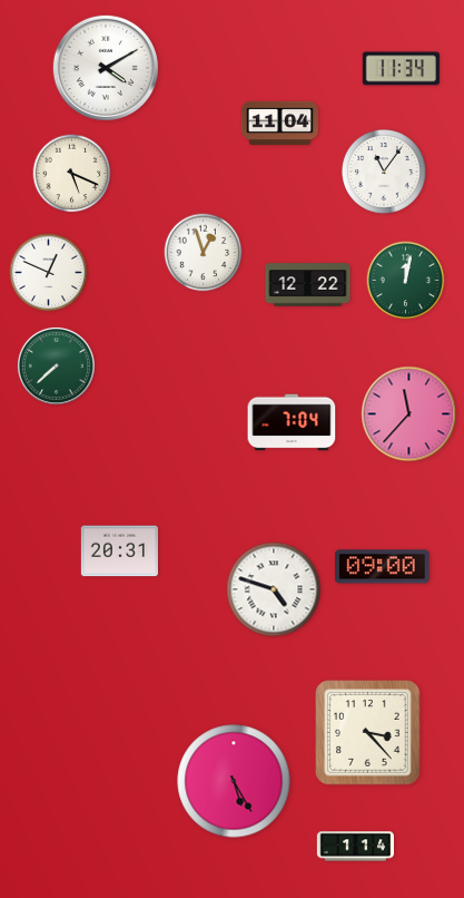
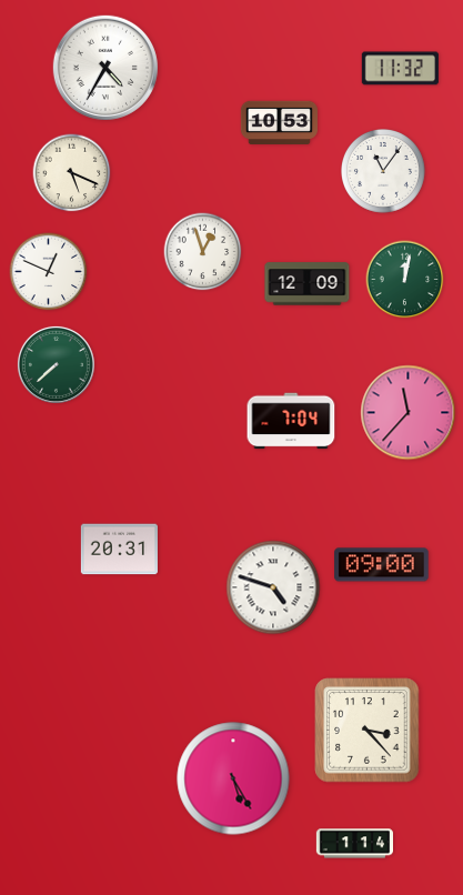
clock at (106, 68): 4:10 -> 4:35
clock at (401, 69): 11:34 -> 11:32
clock at (279, 123): 11:04 -> 10:53
clock at (308, 285): 12:22 -> 12:09
